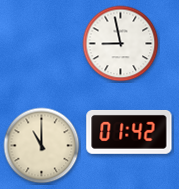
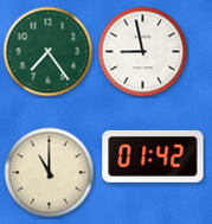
clock at (49, 52): none -> 7:24
